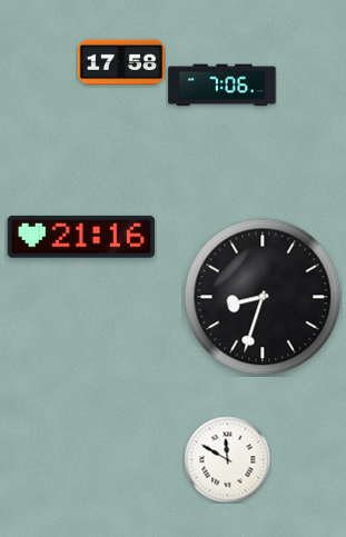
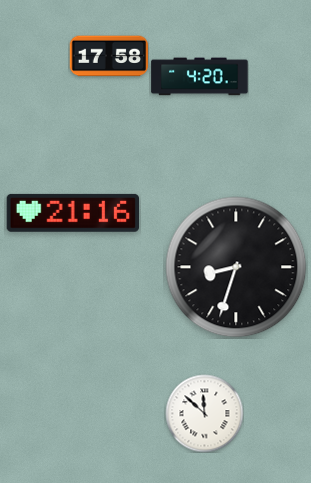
clock at (223, 86): 7:06 -> 4:20
clock at (227, 459): 11:50 -> 11:52
